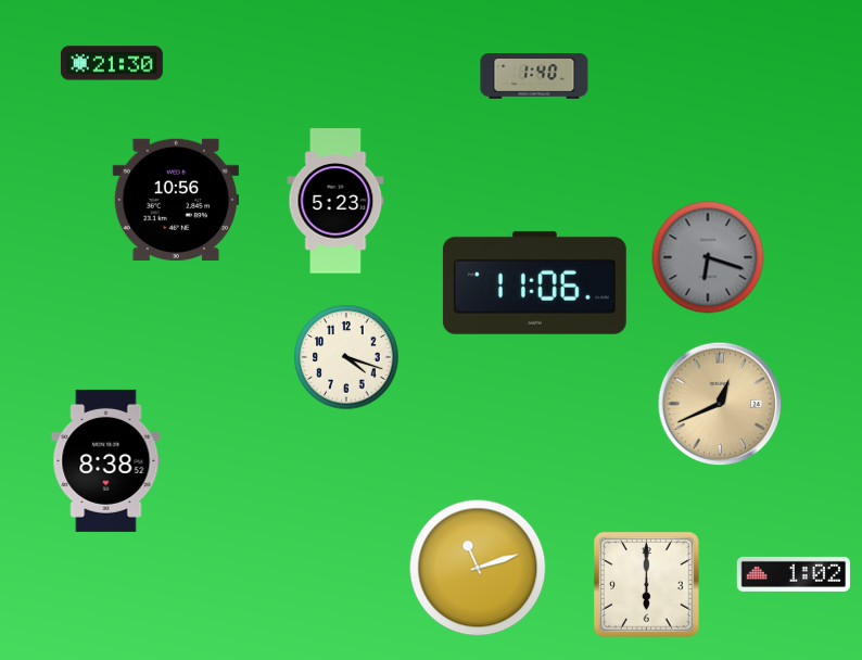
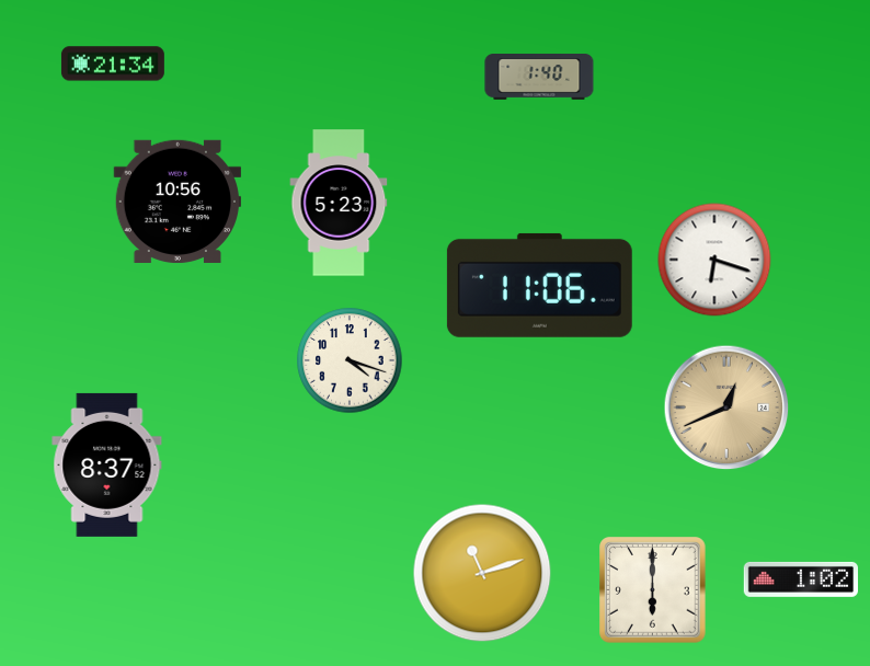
clock at (112, 63): 21:30 -> 21:34
clock at (708, 257) dial: grey -> white
clock at (106, 460): 8:38 -> 8:37
